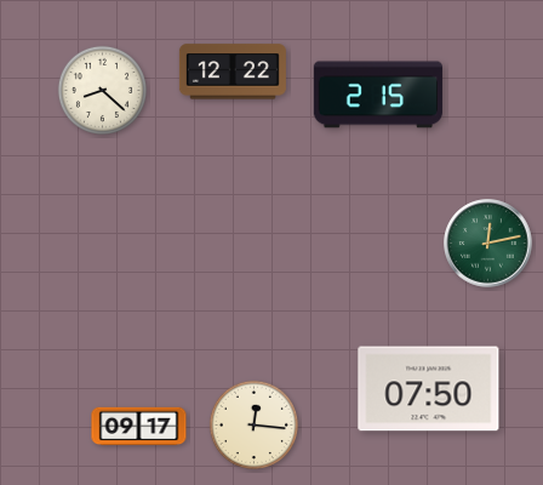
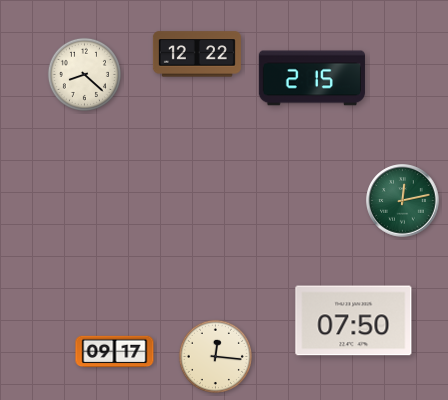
clock at (233, 72) position: (233, 72) -> (197, 54)
clock at (253, 424) position: (253, 424) -> (215, 356)
